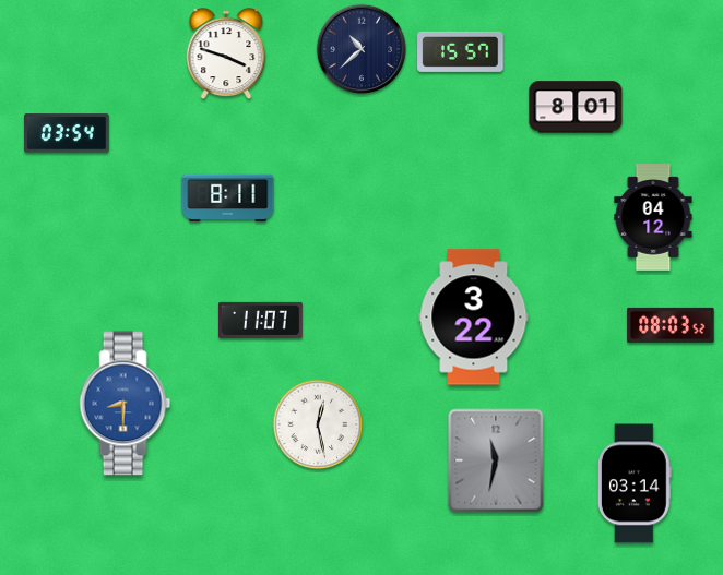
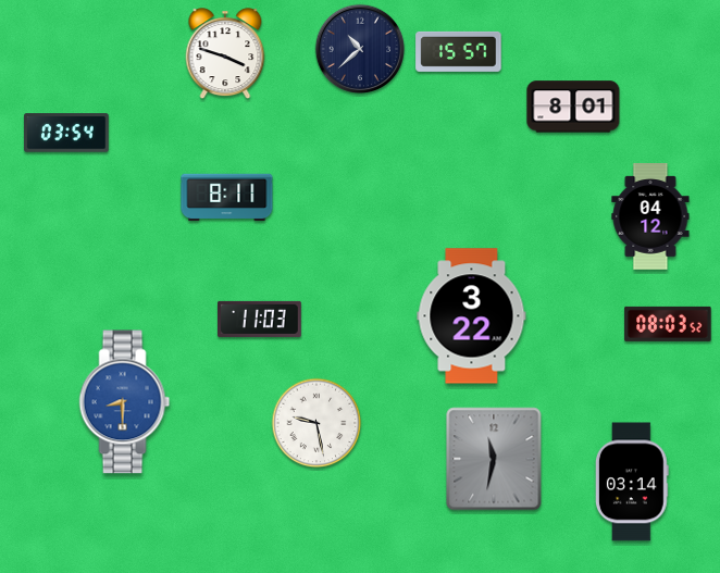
clock at (261, 320): 11:07 -> 11:03
clock at (318, 424): 12:28 -> 9:28
